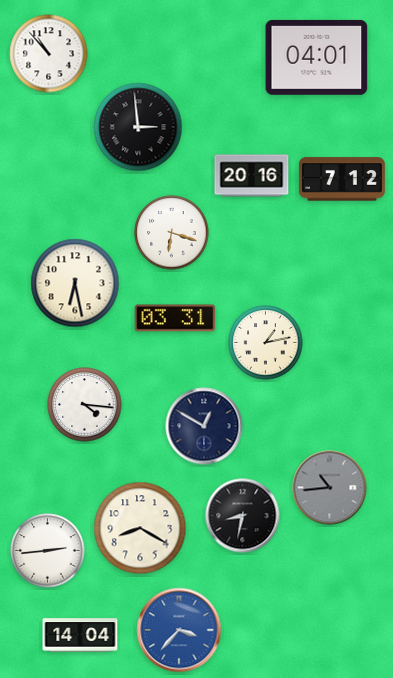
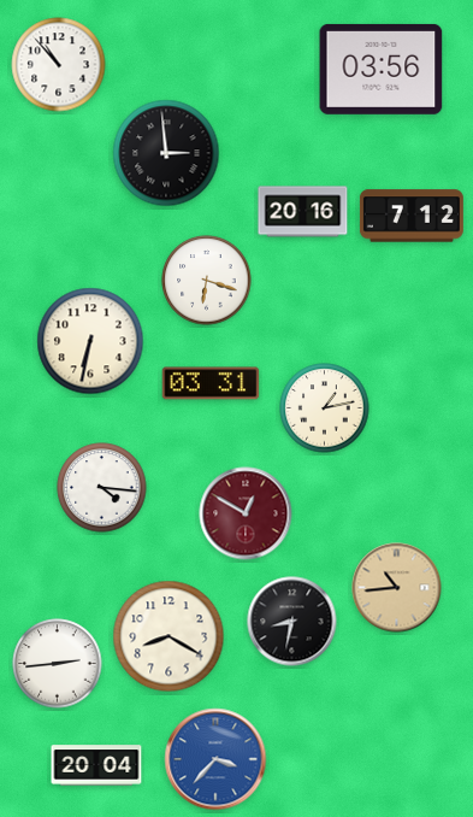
clock at (317, 57): 04:01 -> 03:56
clock at (75, 283): 6:28 -> 6:32
clock at (266, 343) position: (266, 343) -> (325, 408)
clock at (204, 426) dial: navy -> burgundy
clock at (330, 488) dial: grey -> champagne
clock at (80, 635): 14:04 -> 20:04
